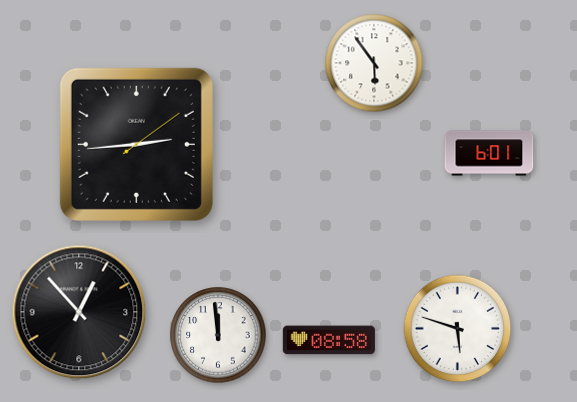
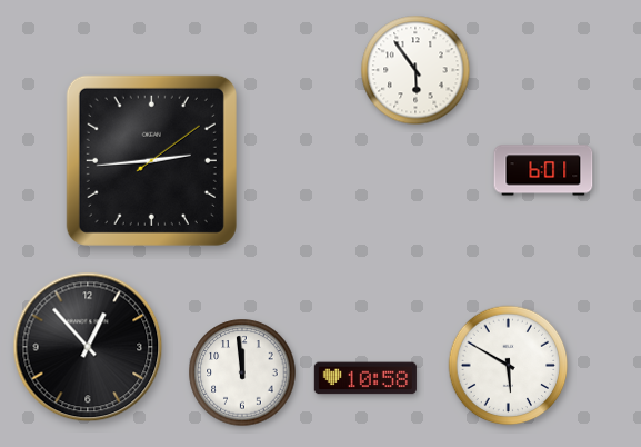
clock at (458, 329): 5:48 -> 5:50
clock at (329, 340): 08:58 -> 10:58
